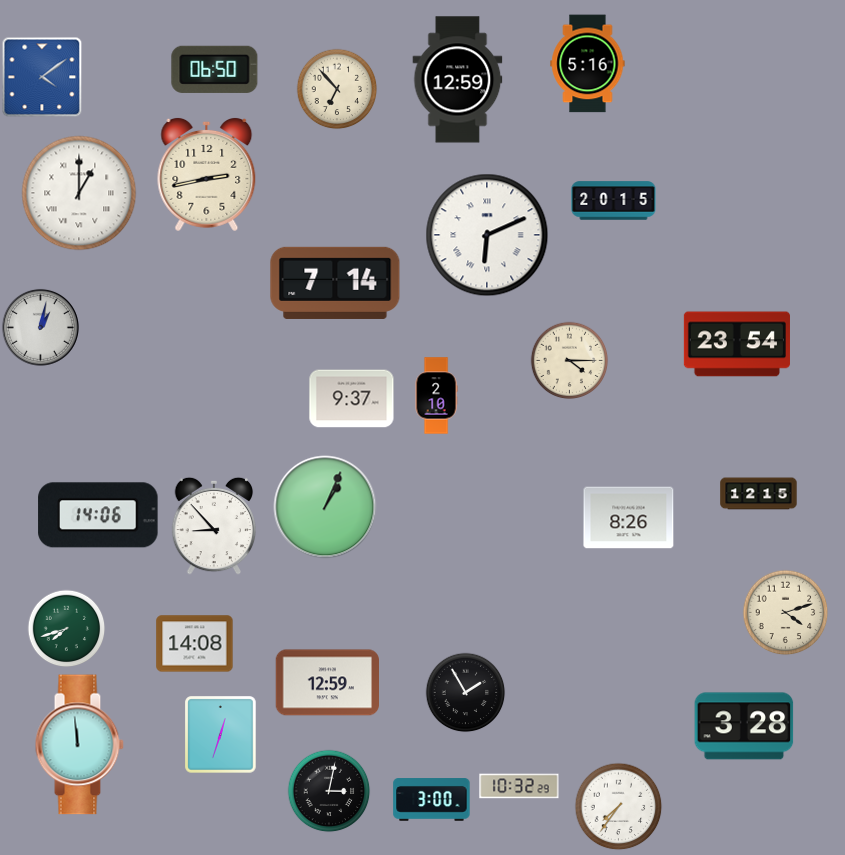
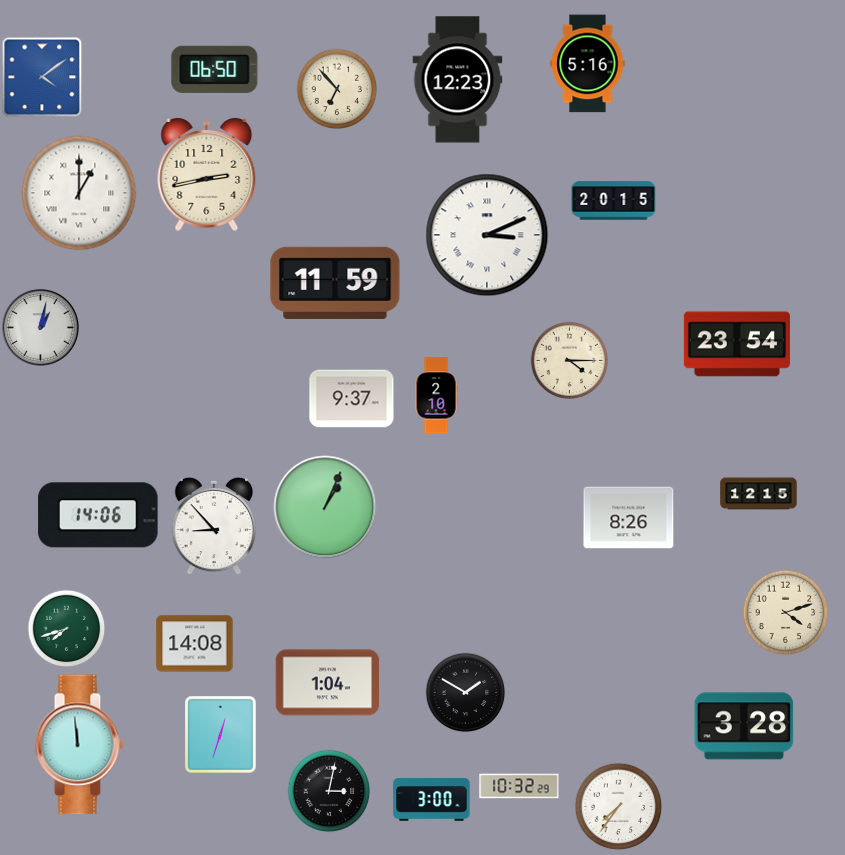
clock at (458, 80): 12:59 -> 12:23
clock at (487, 235): 6:11 -> 3:11
clock at (335, 283): 7:14 -> 11:59
clock at (327, 683): 12:59 -> 1:04
clock at (465, 692): 1:55 -> 1:50
